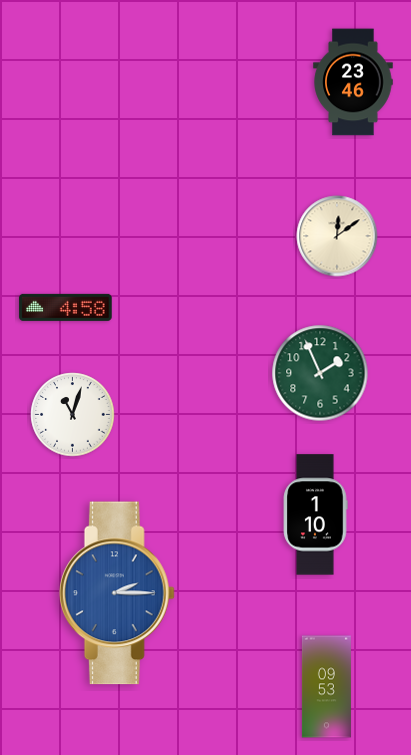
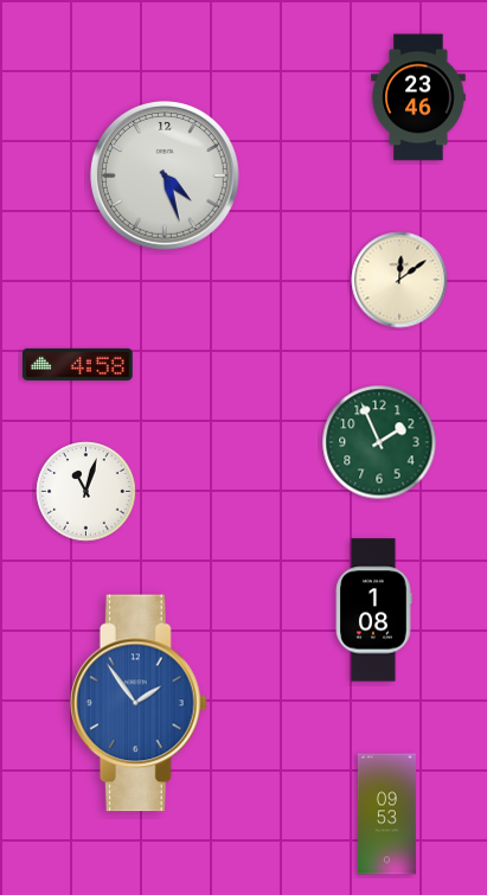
clock at (166, 177): none -> 4:27
clock at (315, 515): 1:10 -> 1:08
clock at (117, 593): 2:15 -> 1:54
